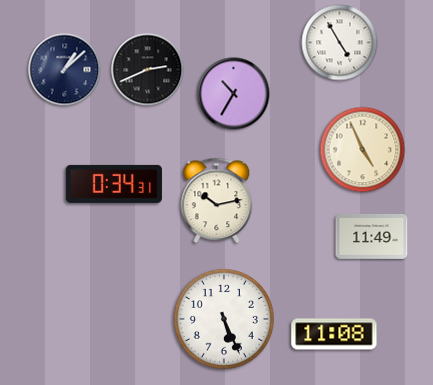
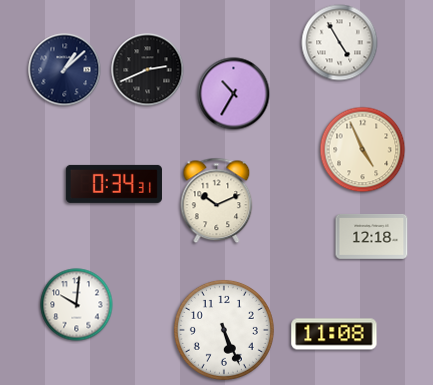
clock at (217, 201): 10:13 -> 10:11
clock at (372, 236): 11:49 -> 12:18
clock at (77, 305): none -> 10:01
clock at (224, 319) position: (224, 319) -> (224, 330)
